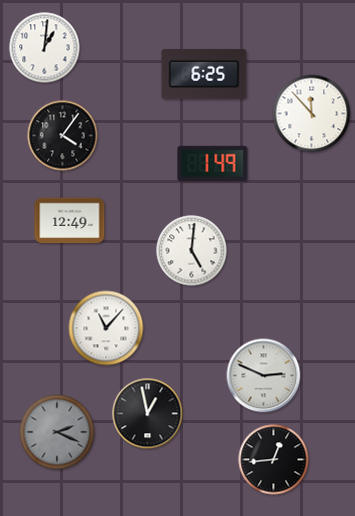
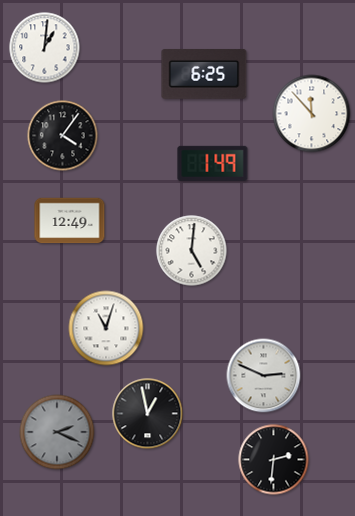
clock at (106, 328): 11:07 -> 11:03
clock at (274, 460): 12:44 -> 2:31
